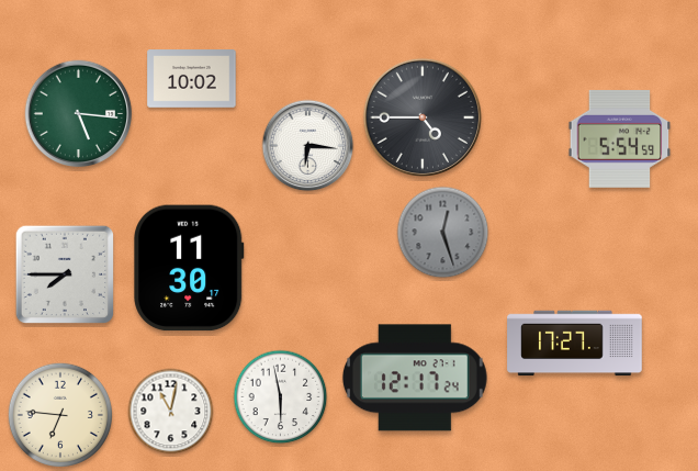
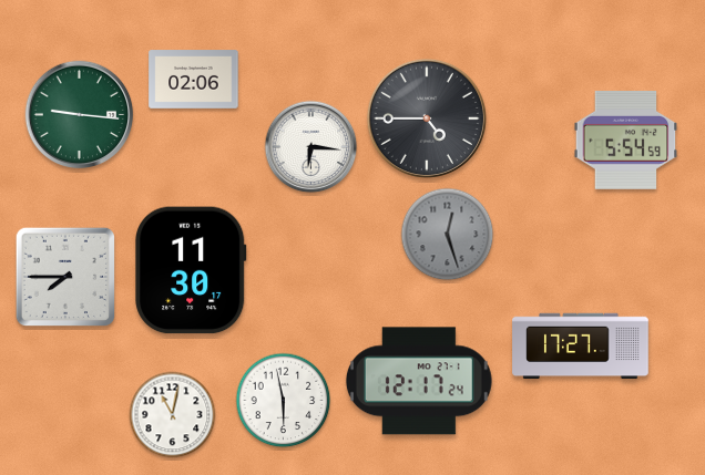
clock at (192, 79): 10:02 -> 02:06
clock at (79, 114): 5:16 -> 9:16
clock at (59, 414): 6:46 -> none
